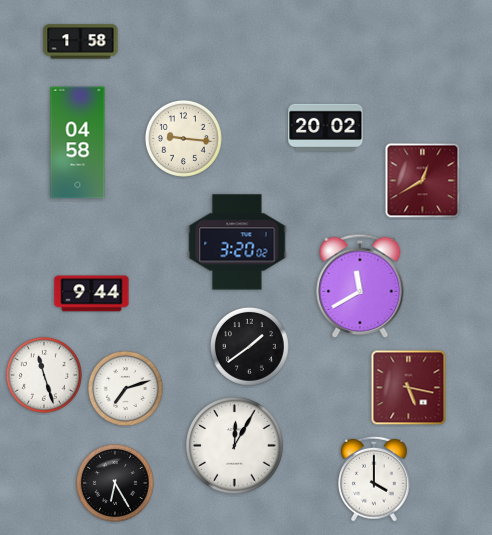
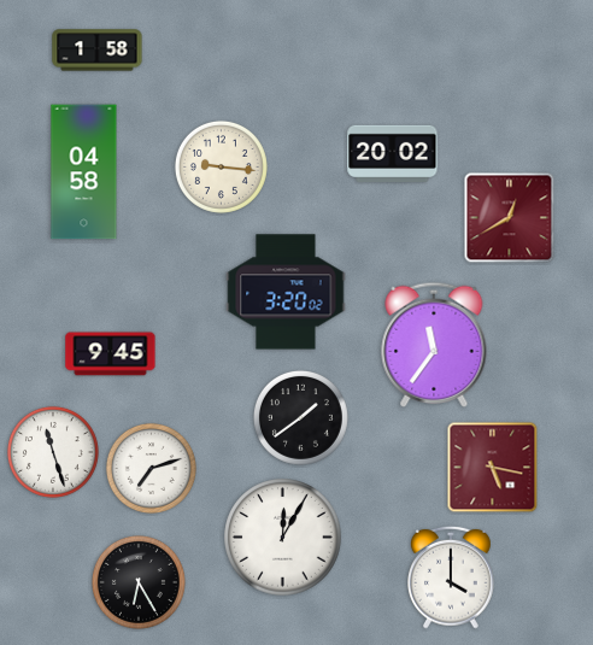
clock at (78, 143) position: (78, 143) -> (84, 172)
clock at (360, 286): 11:40 -> 11:36
clock at (92, 294): 9:44 -> 9:45
